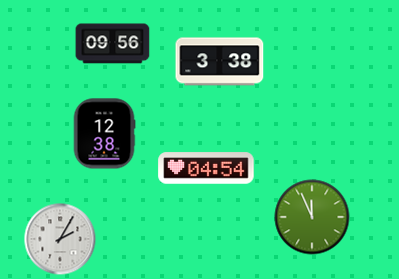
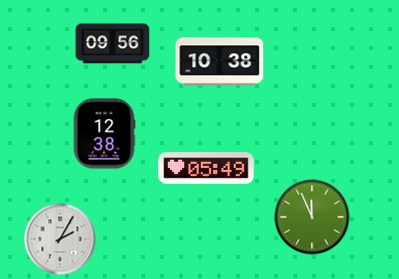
clock at (220, 62): 3:38 -> 10:38
clock at (206, 168): 04:54 -> 05:49
